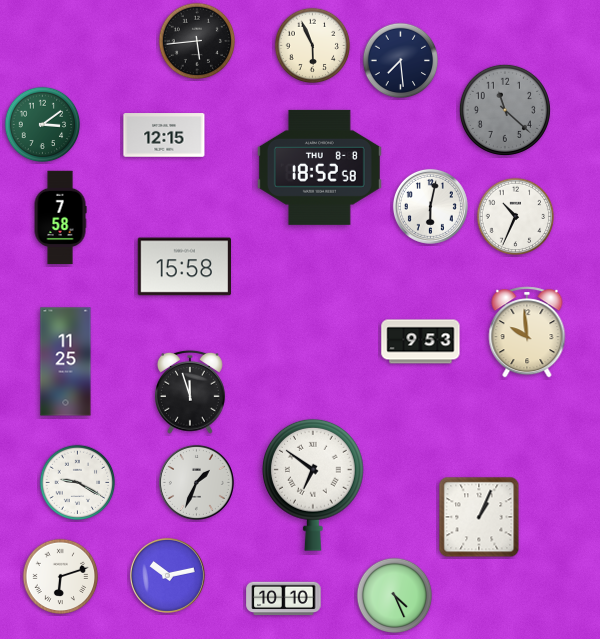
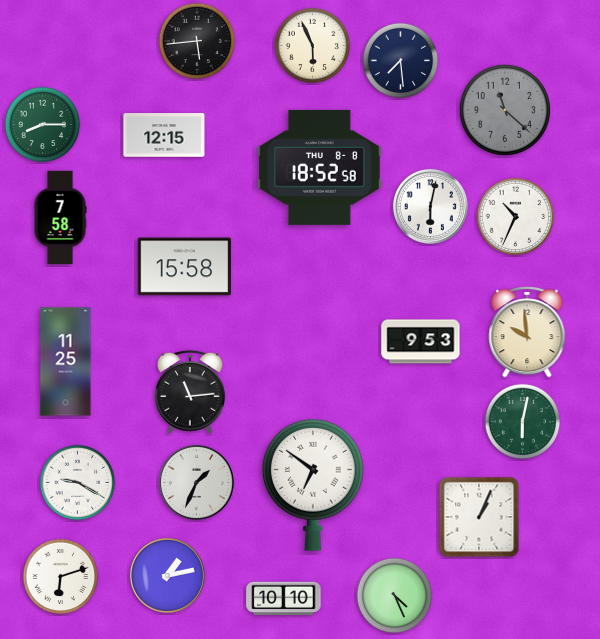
clock at (43, 125): 3:09 -> 8:15
clock at (191, 392): 11:57 -> 11:14
clock at (523, 422): none -> 6:02
clock at (167, 575): 10:13 -> 1:13
